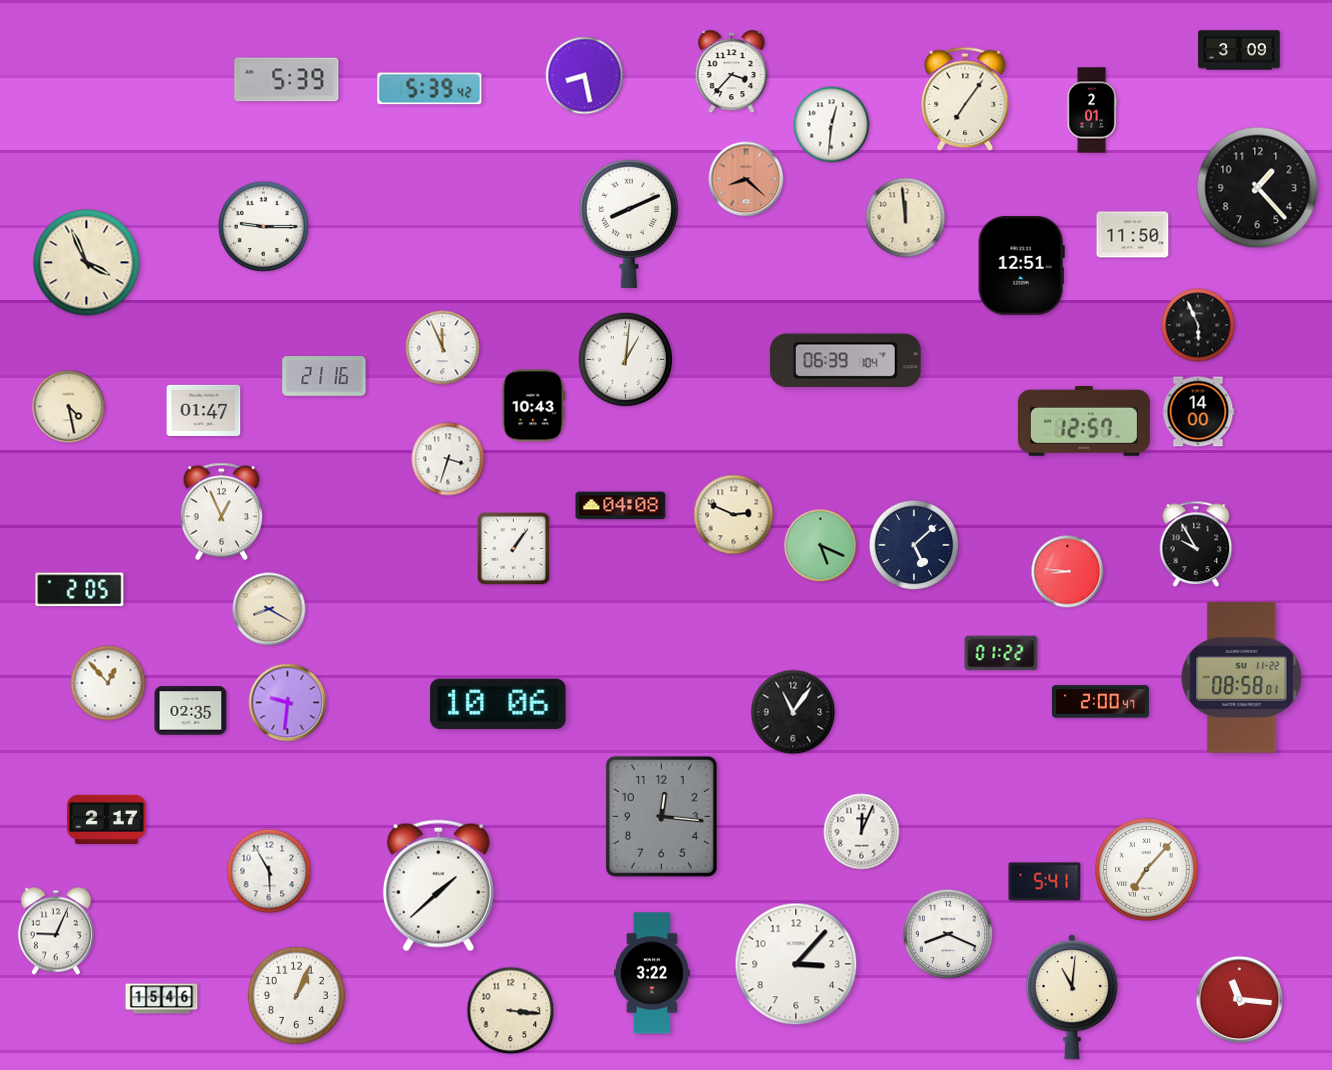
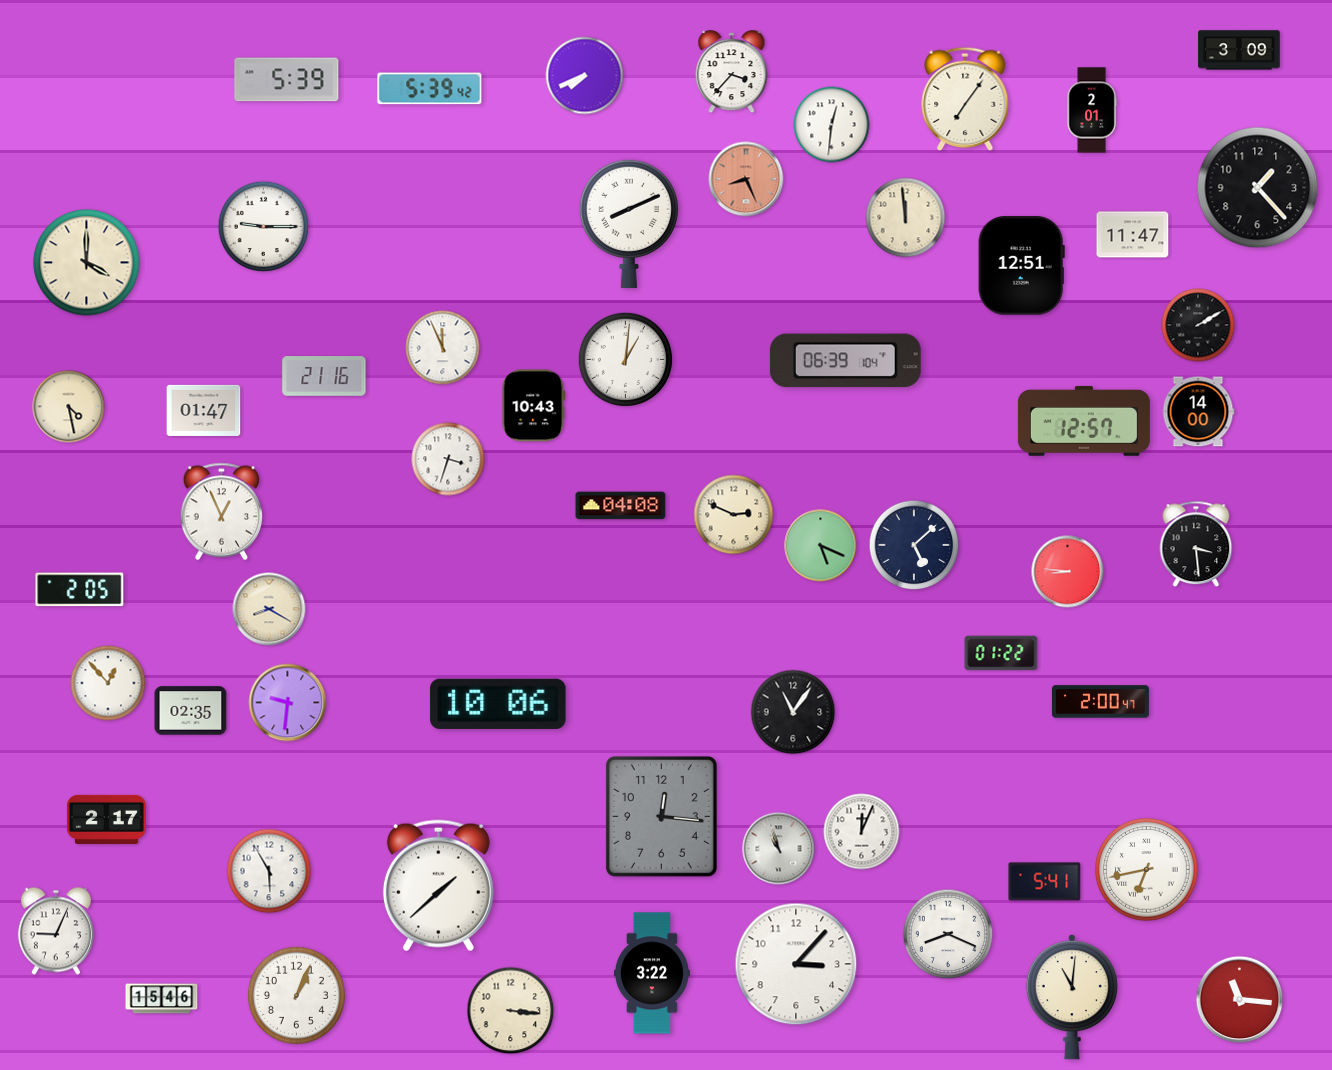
clock at (585, 76): 8:28 -> 7:41
clock at (746, 179): 8:22 -> 8:26
clock at (1133, 235): 11:50 -> 11:47
clock at (87, 263): 3:56 -> 4:00
clock at (1198, 325): 5:56 -> 2:10
clock at (1196, 544): 9:55 -> 3:29
clock at (513, 548): 1:06 -> none
clock at (1242, 677): 08:58 -> none
clock at (779, 849): none -> 10:57
clock at (1147, 870): 7:07 -> 6:43
